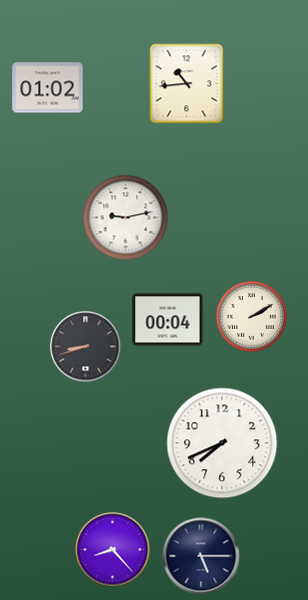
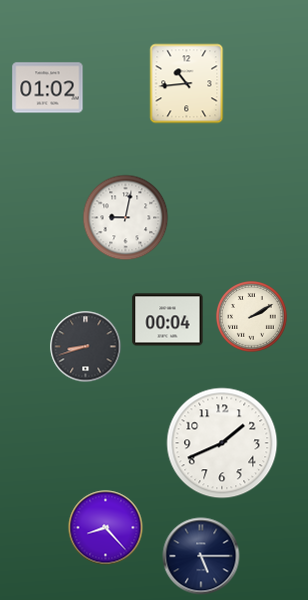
clock at (126, 218): 9:13 -> 9:02
clock at (222, 443): 7:41 -> 1:41
clock at (113, 550) position: (113, 550) -> (106, 528)
